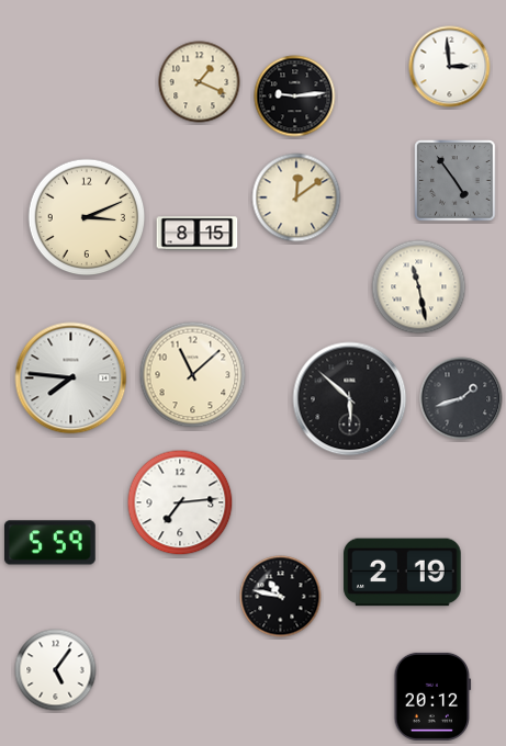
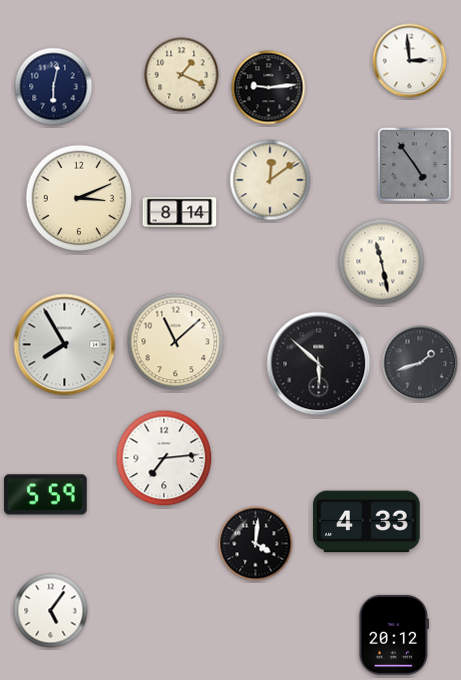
clock at (54, 87): none -> 6:02
clock at (198, 234): 8:15 -> 8:14
clock at (71, 378): 7:46 -> 7:55
clock at (403, 573): 2:19 -> 4:33
clock at (281, 597): 10:47 -> 4:01
